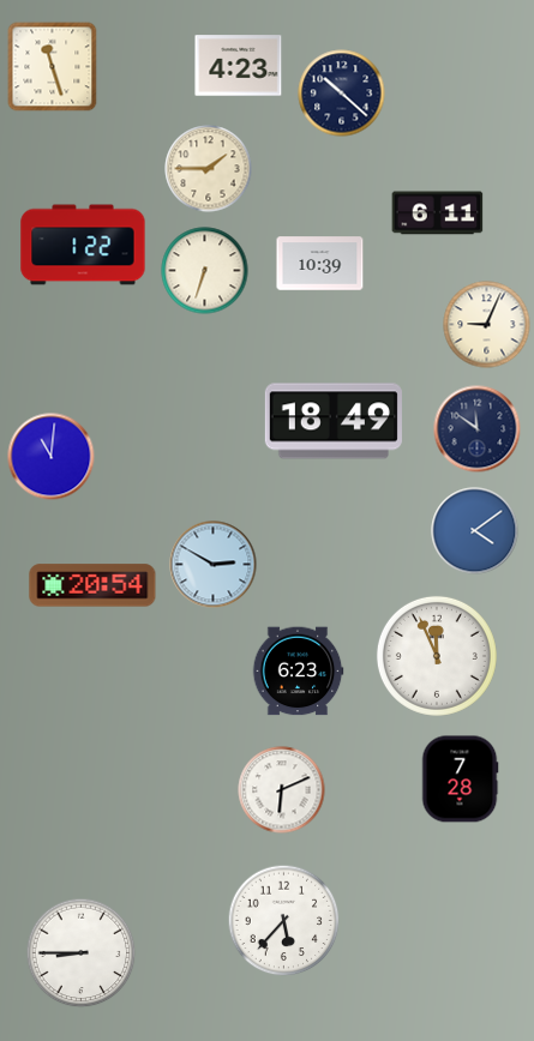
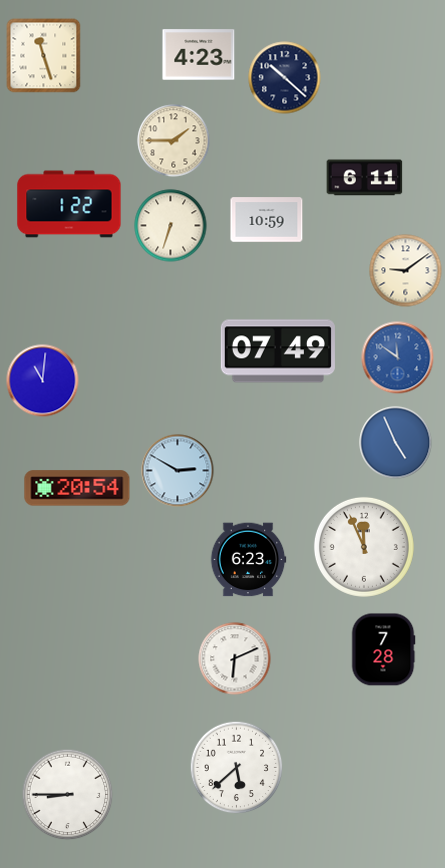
clock at (320, 264): 10:39 -> 10:59
clock at (487, 325): 9:04 -> 9:09
clock at (334, 421): 18:49 -> 07:49
clock at (478, 429) dial: navy -> blue
clock at (475, 531): 4:09 -> 4:56
clock at (284, 921): 5:37 -> 5:38
